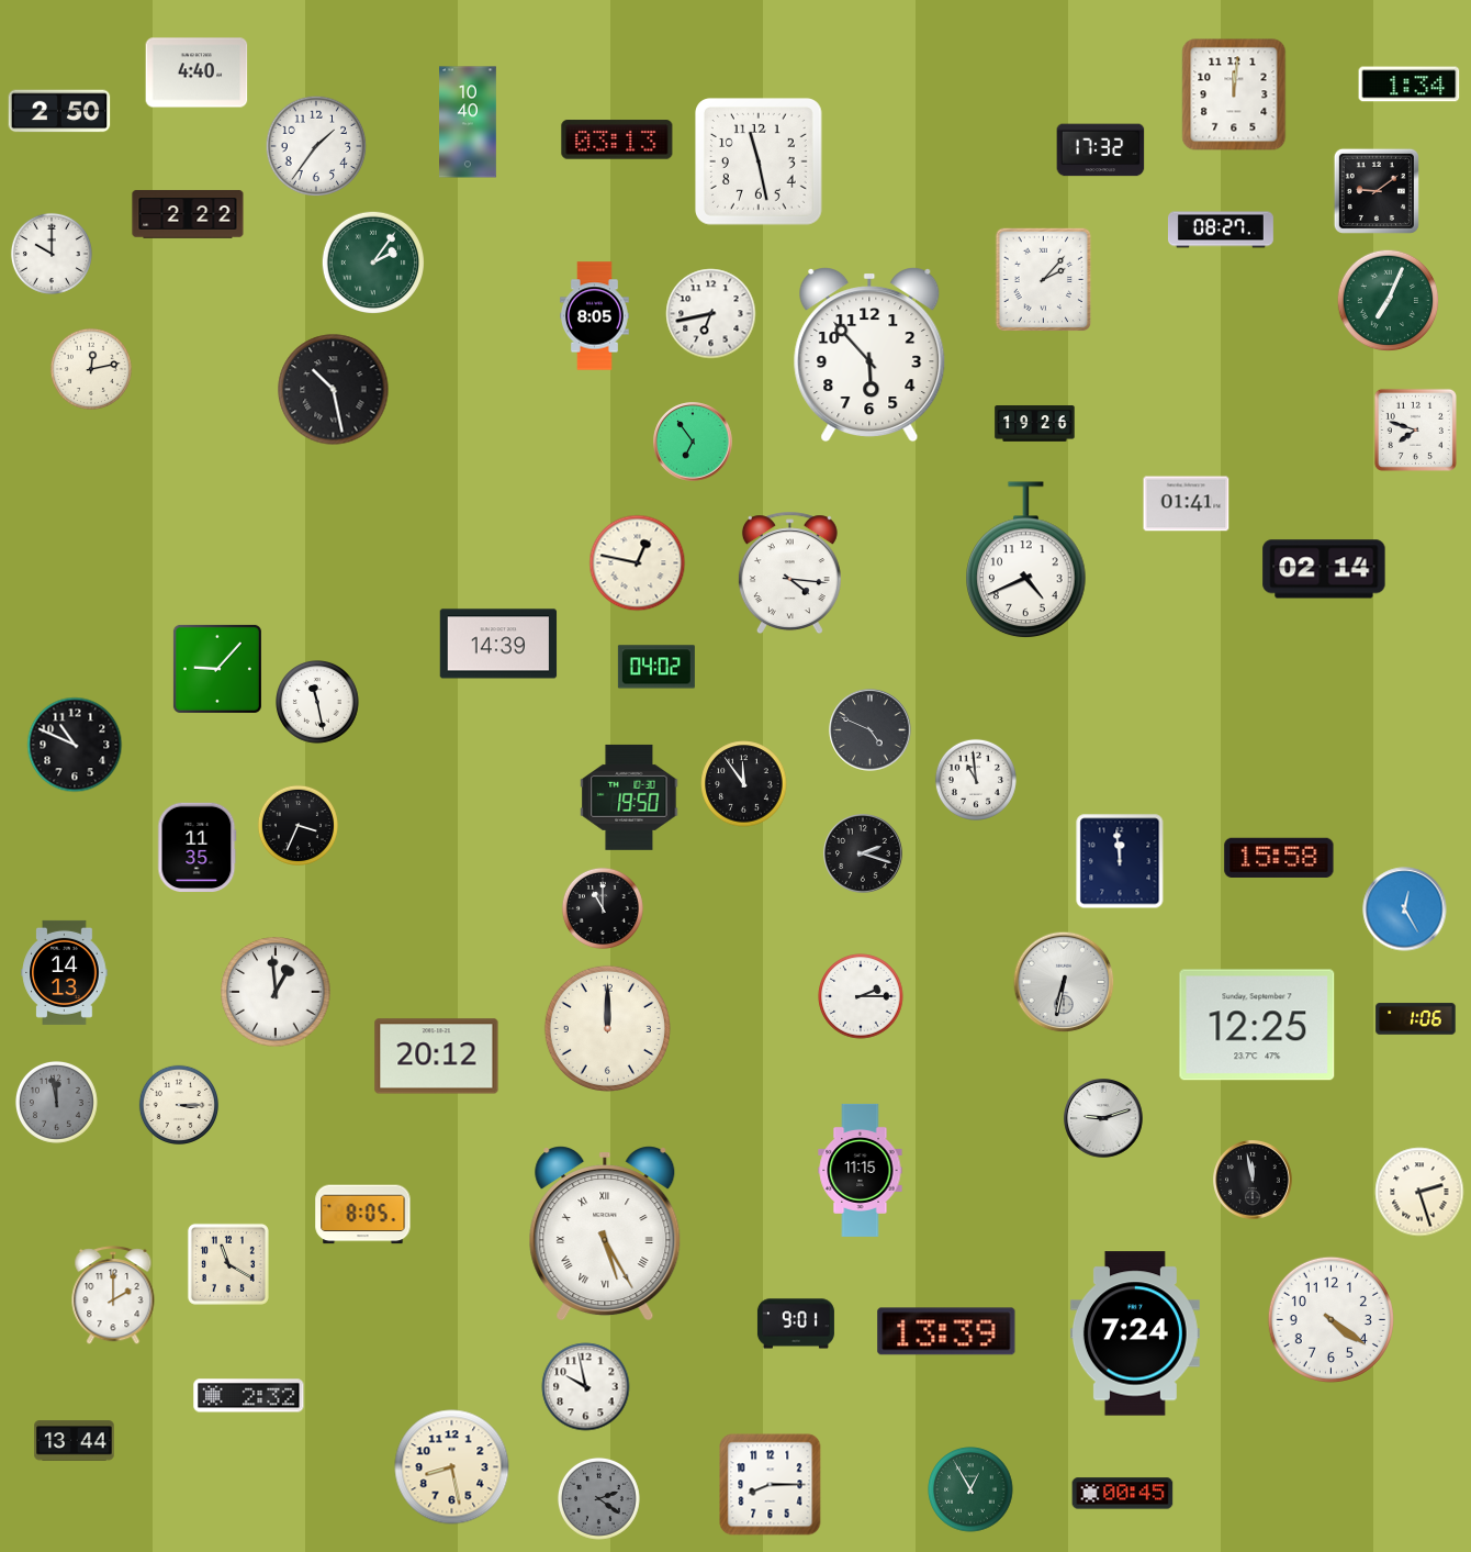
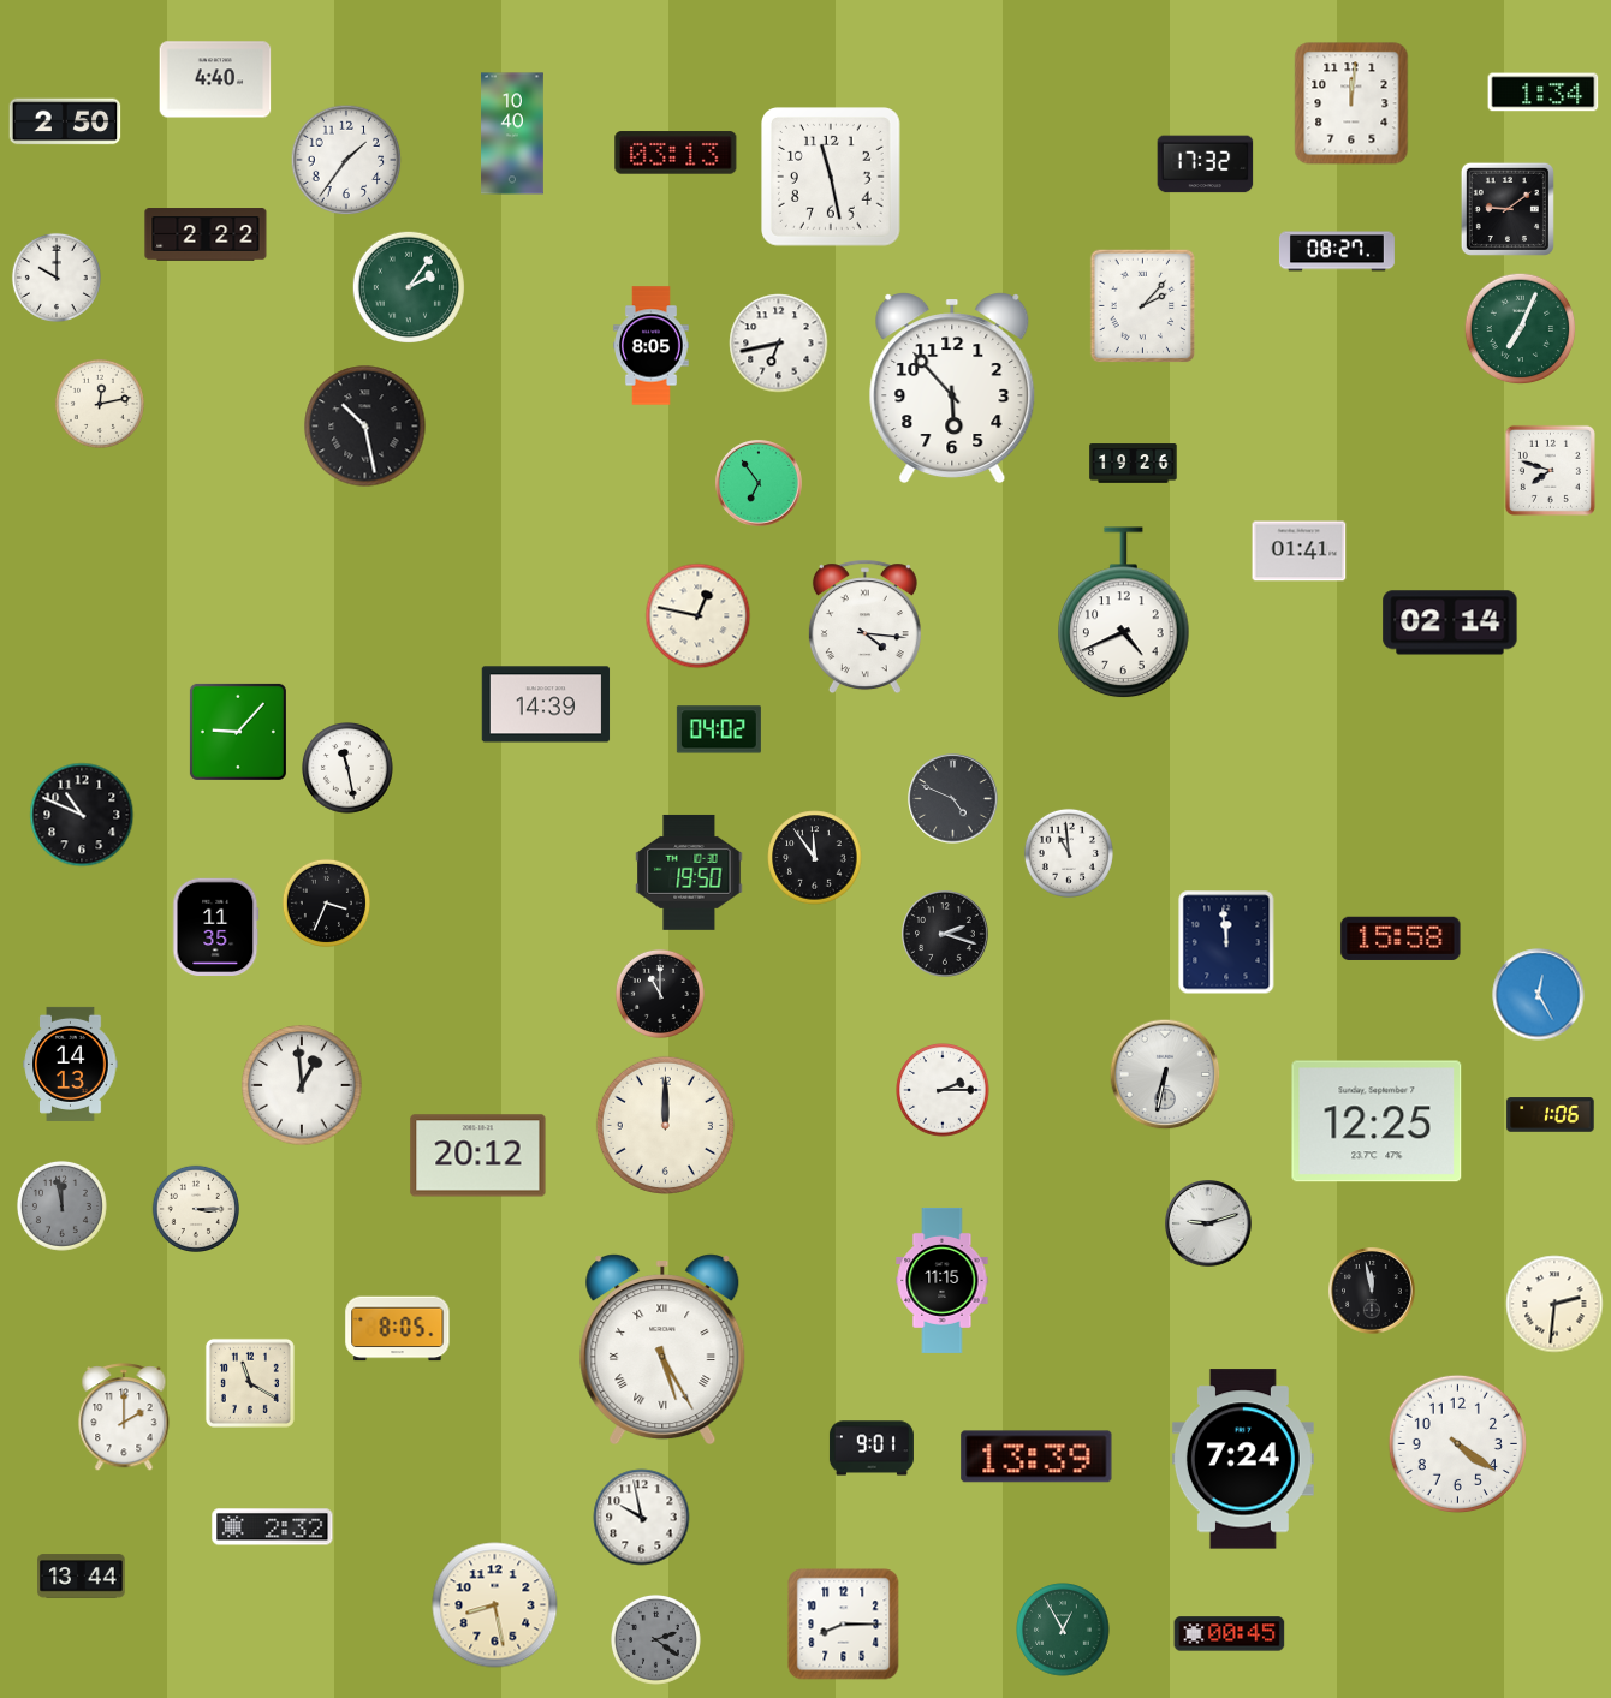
clock at (1419, 1192): 2:27 -> 2:31
